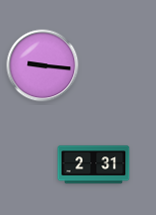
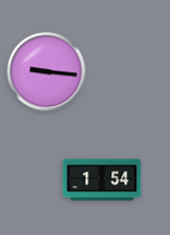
clock at (94, 165): 2:31 -> 1:54
